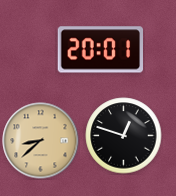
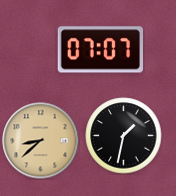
clock at (101, 50): 20:01 -> 07:07
clock at (124, 136): 12:48 -> 1:32
